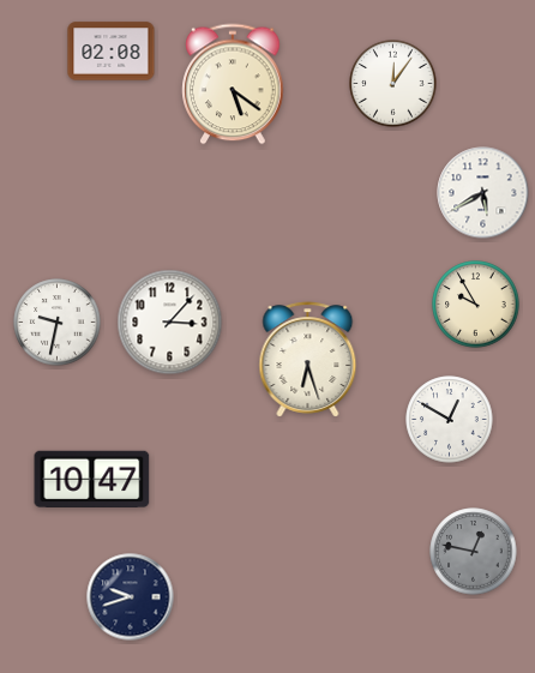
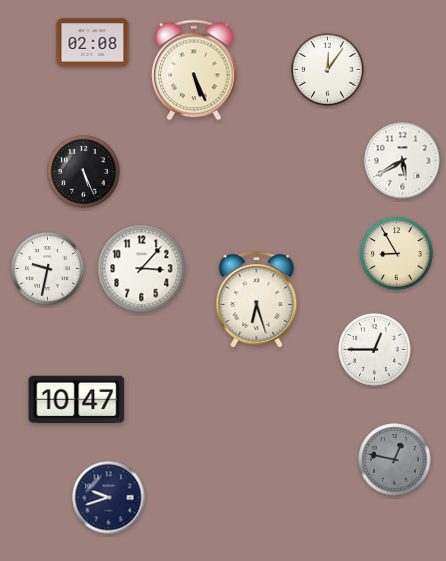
clock at (233, 84): 5:21 -> 5:26
clock at (84, 172): none -> 5:26
clock at (476, 305): 9:55 -> 8:55
clock at (450, 420): 12:50 -> 12:45
